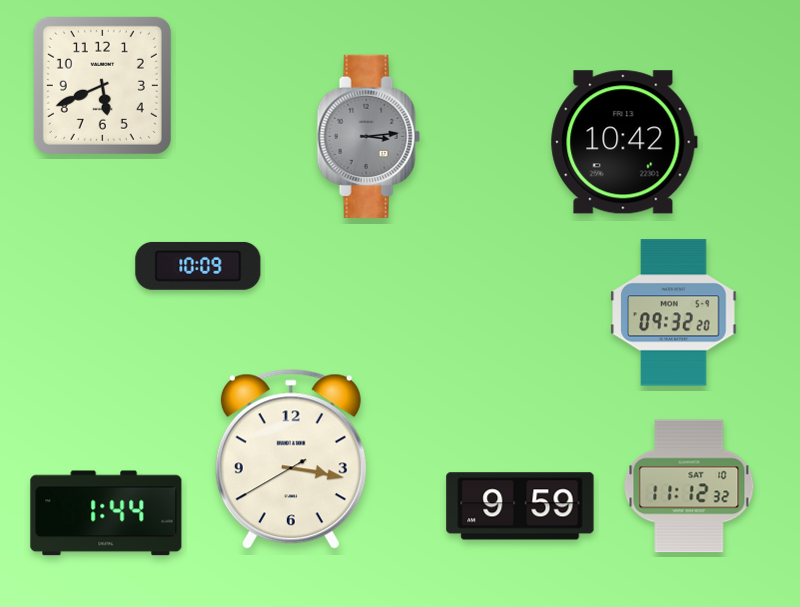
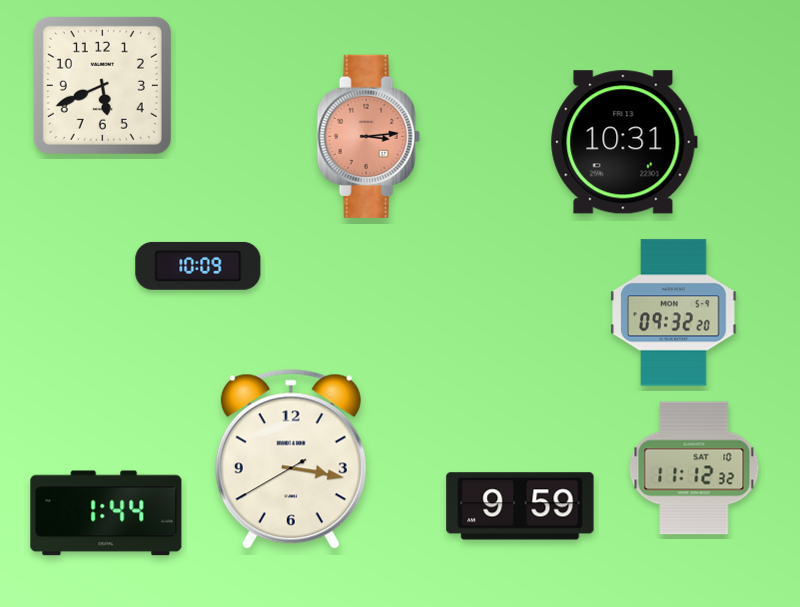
clock at (368, 136) dial: grey -> salmon
clock at (624, 142): 10:42 -> 10:31
clock at (689, 486) position: (689, 486) -> (694, 468)
